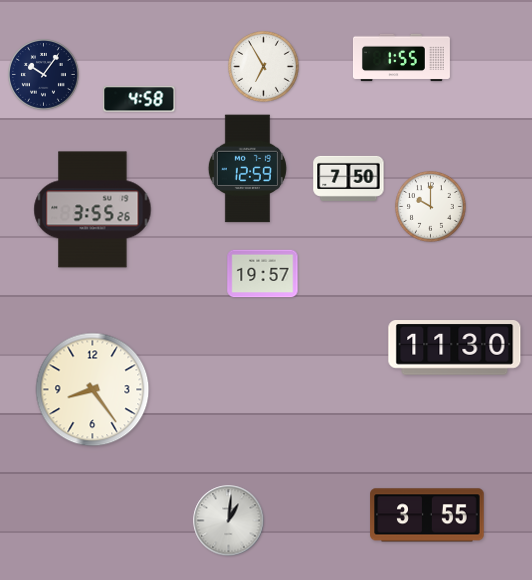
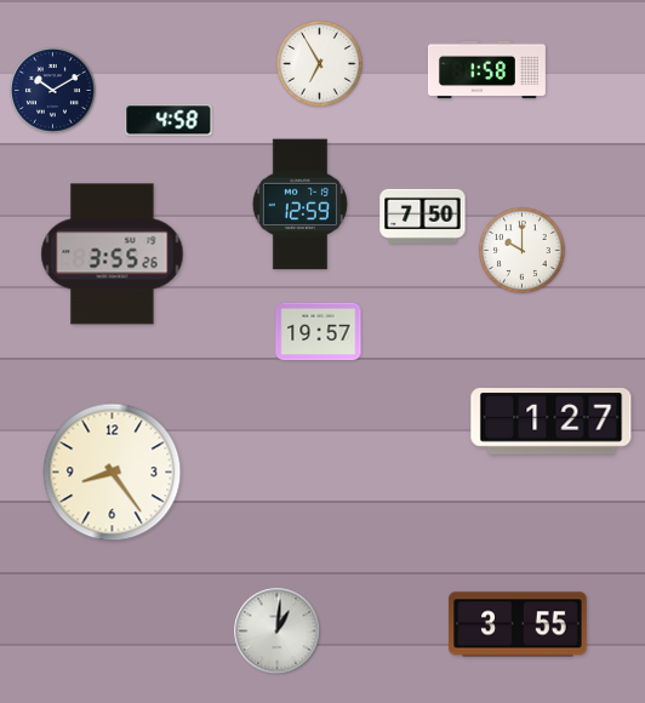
clock at (401, 58): 1:55 -> 1:58
clock at (264, 67) position: (264, 67) -> (320, 64)
clock at (44, 75): 10:06 -> 10:10
clock at (455, 348): 11:30 -> 1:27
